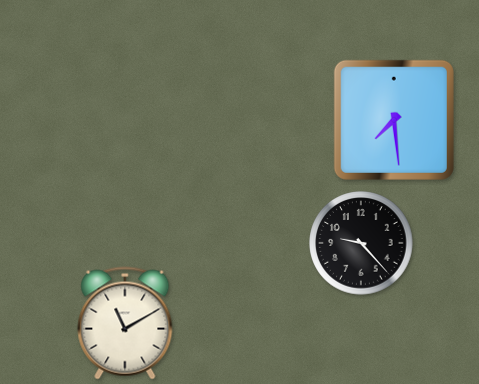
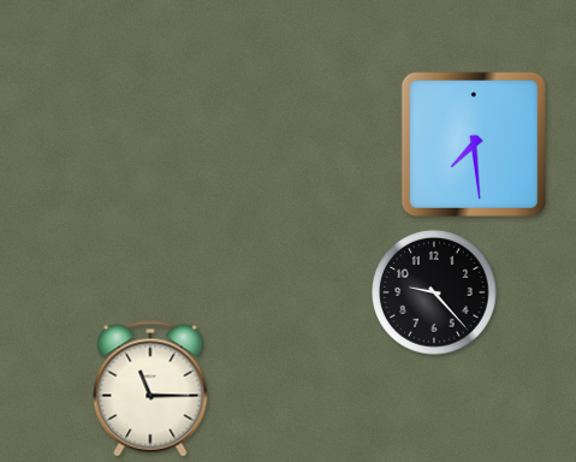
clock at (125, 323): 11:10 -> 11:15
